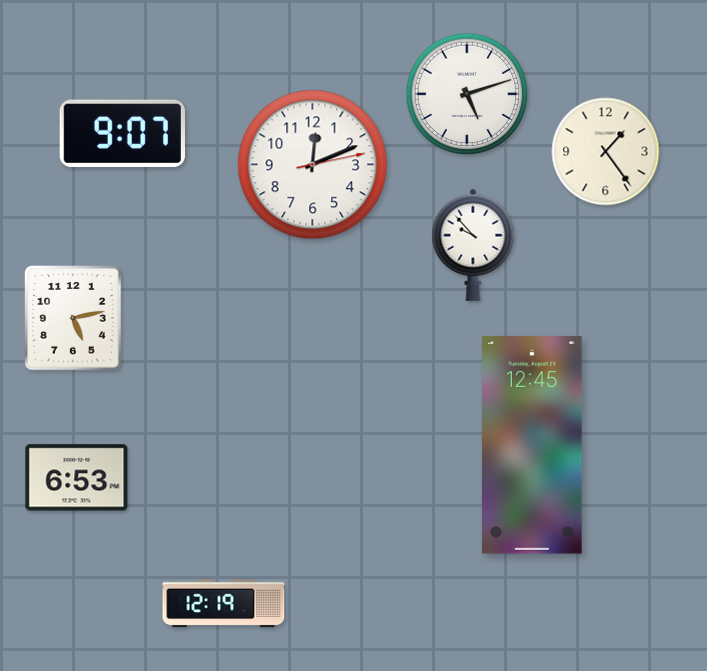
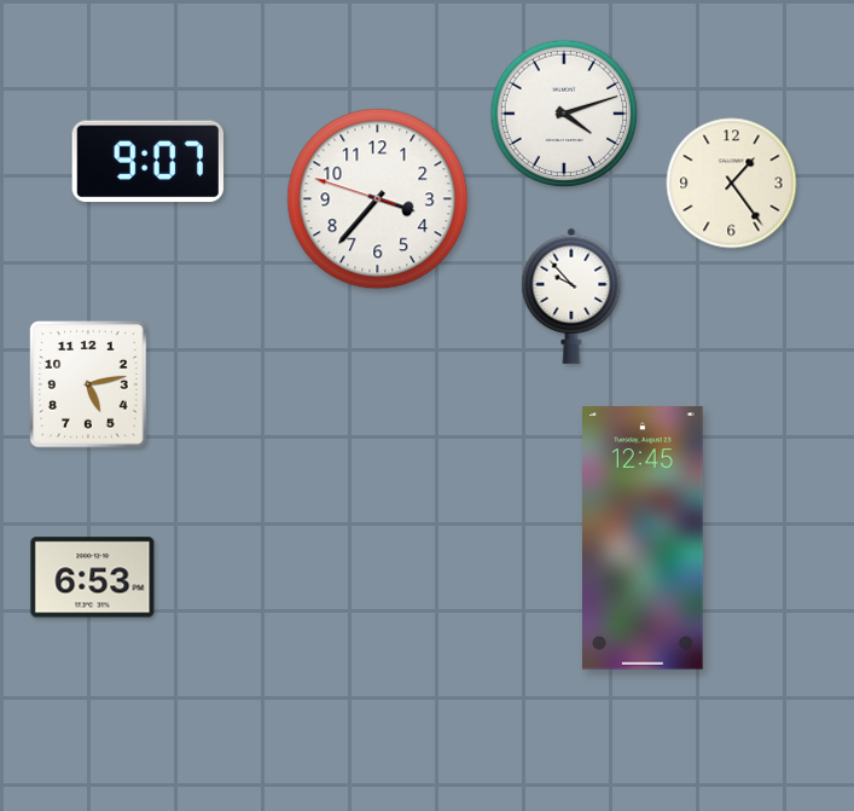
clock at (467, 94): 5:12 -> 4:12
clock at (313, 165): 12:11 -> 3:36
clock at (224, 604): 12:19 -> none
